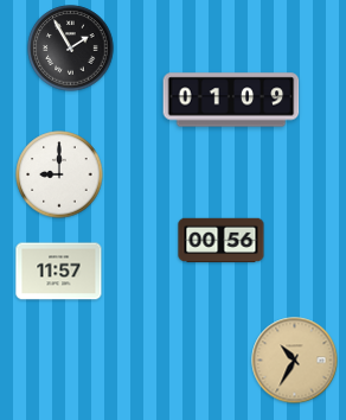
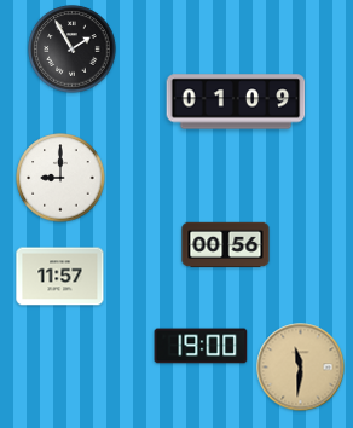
clock at (201, 346): none -> 19:00
clock at (295, 361): 10:35 -> 11:31
